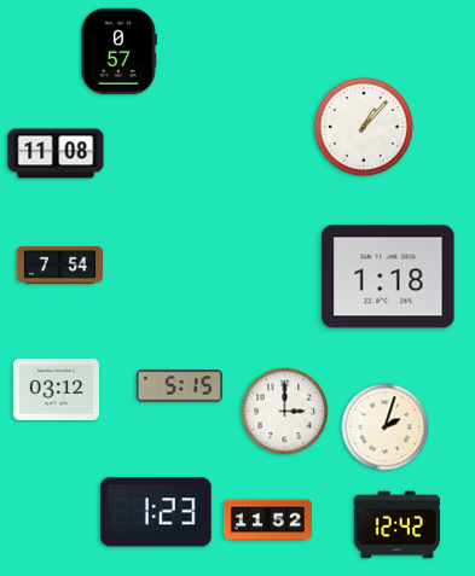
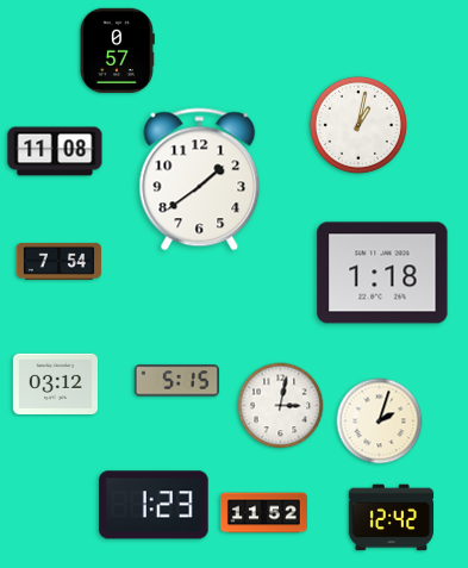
clock at (364, 127): 1:07 -> 1:02
clock at (200, 180): none -> 1:39
clock at (285, 412): 3:00 -> 3:02
